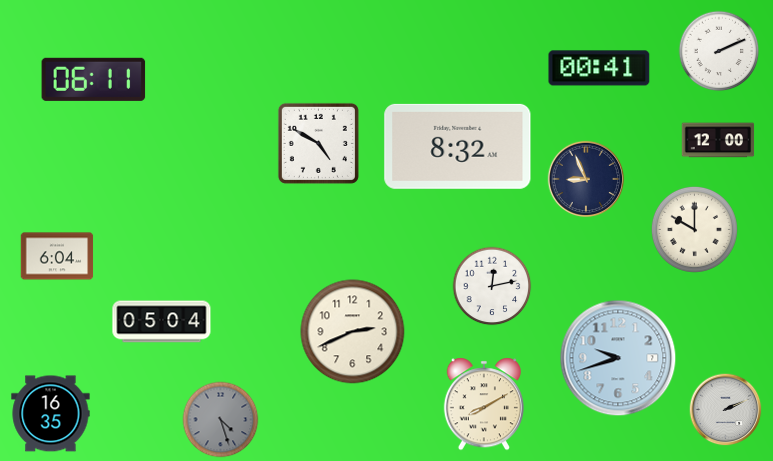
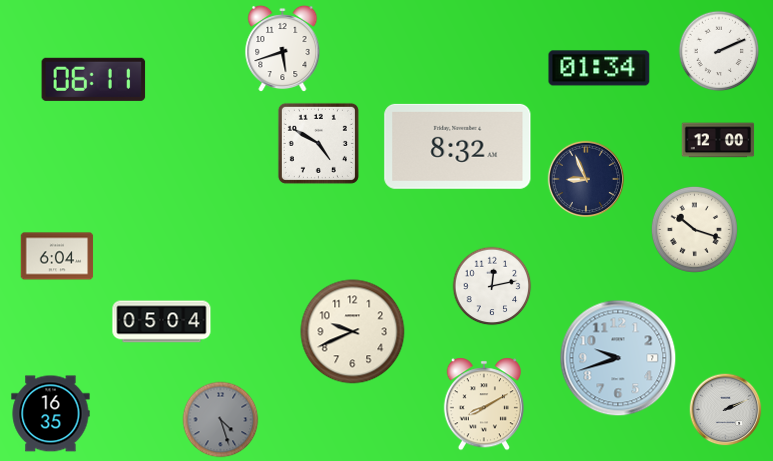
clock at (283, 49): none -> 5:42
clock at (599, 68): 00:41 -> 01:34
clock at (694, 229): 10:00 -> 10:18
clock at (353, 332): 2:41 -> 9:41
